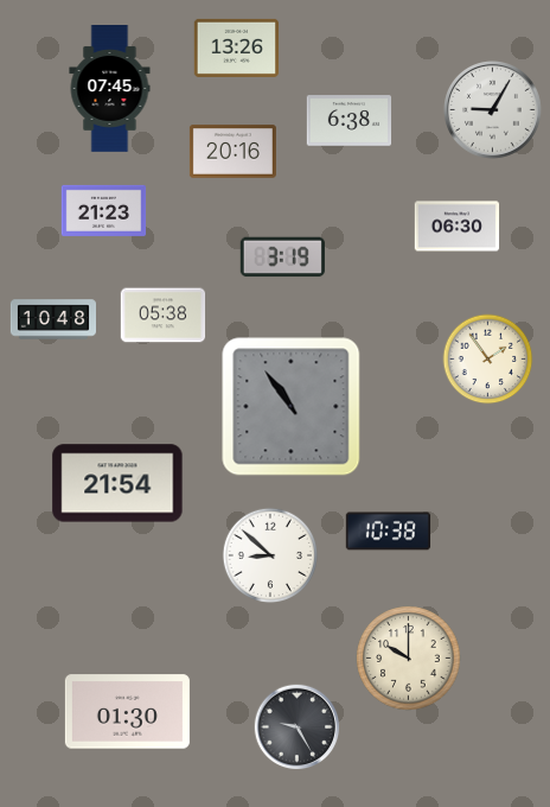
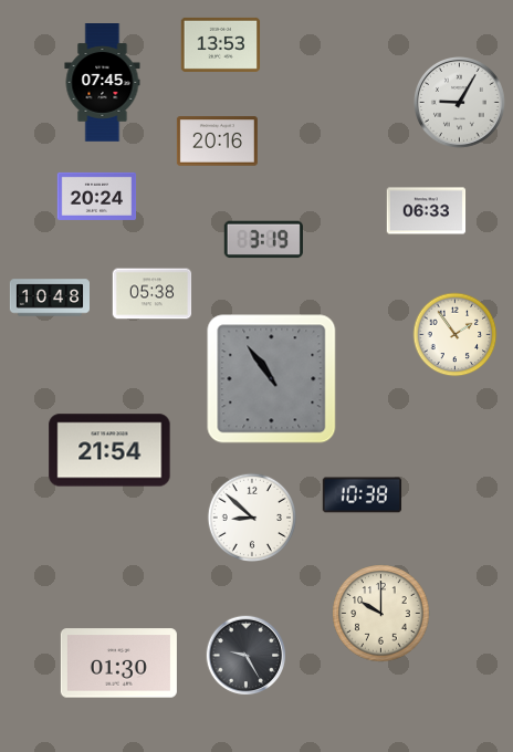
clock at (237, 47): 13:26 -> 13:53
clock at (350, 121): 6:38 -> none
clock at (104, 210): 21:23 -> 20:24
clock at (458, 227): 06:30 -> 06:33
clock at (298, 727) position: (298, 727) -> (247, 656)
